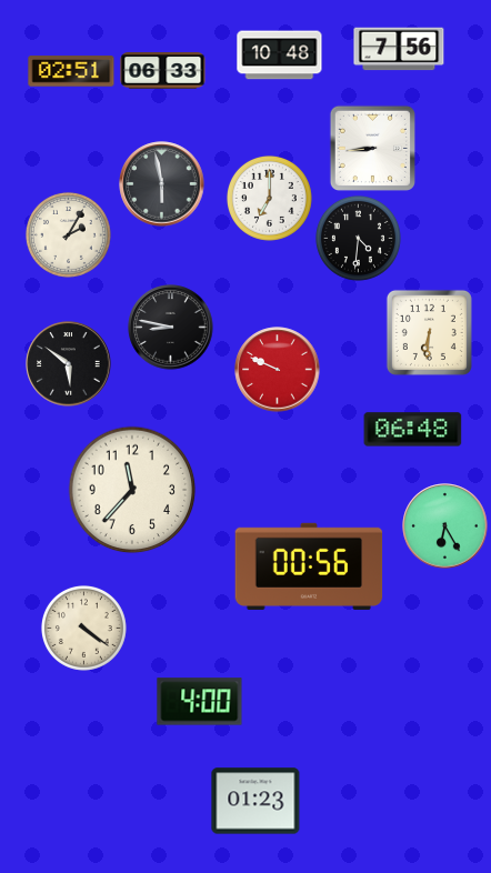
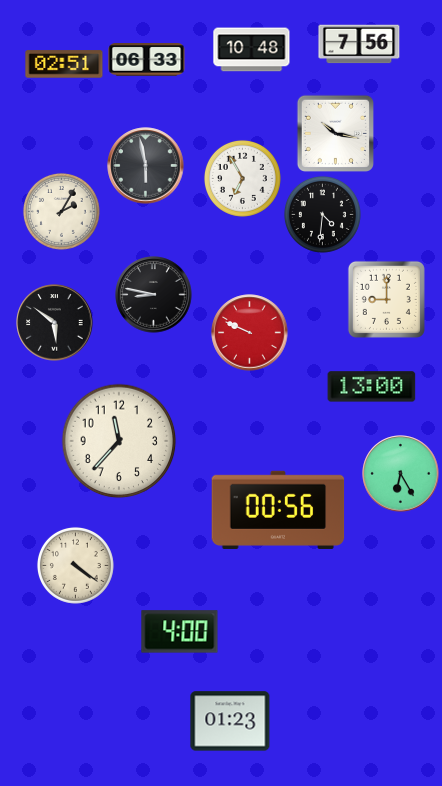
clock at (163, 71) position: (163, 71) -> (147, 60)
clock at (372, 148): 8:44 -> 10:17
clock at (269, 198): 7:00 -> 6:55
clock at (429, 332): 6:31 -> 9:00
clock at (69, 364) position: (69, 364) -> (55, 323)
clock at (413, 430): 06:48 -> 13:00
